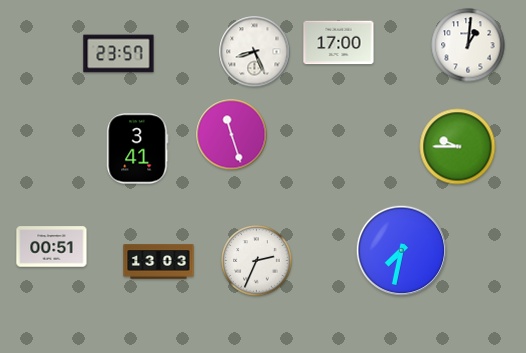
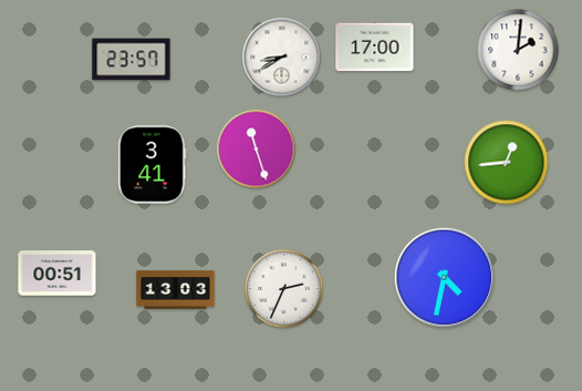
clock at (468, 45): 1:01 -> 2:01
clock at (255, 52): 8:26 -> 8:40
clock at (458, 147): 9:45 -> 12:44
clock at (401, 250): 7:32 -> 4:32
